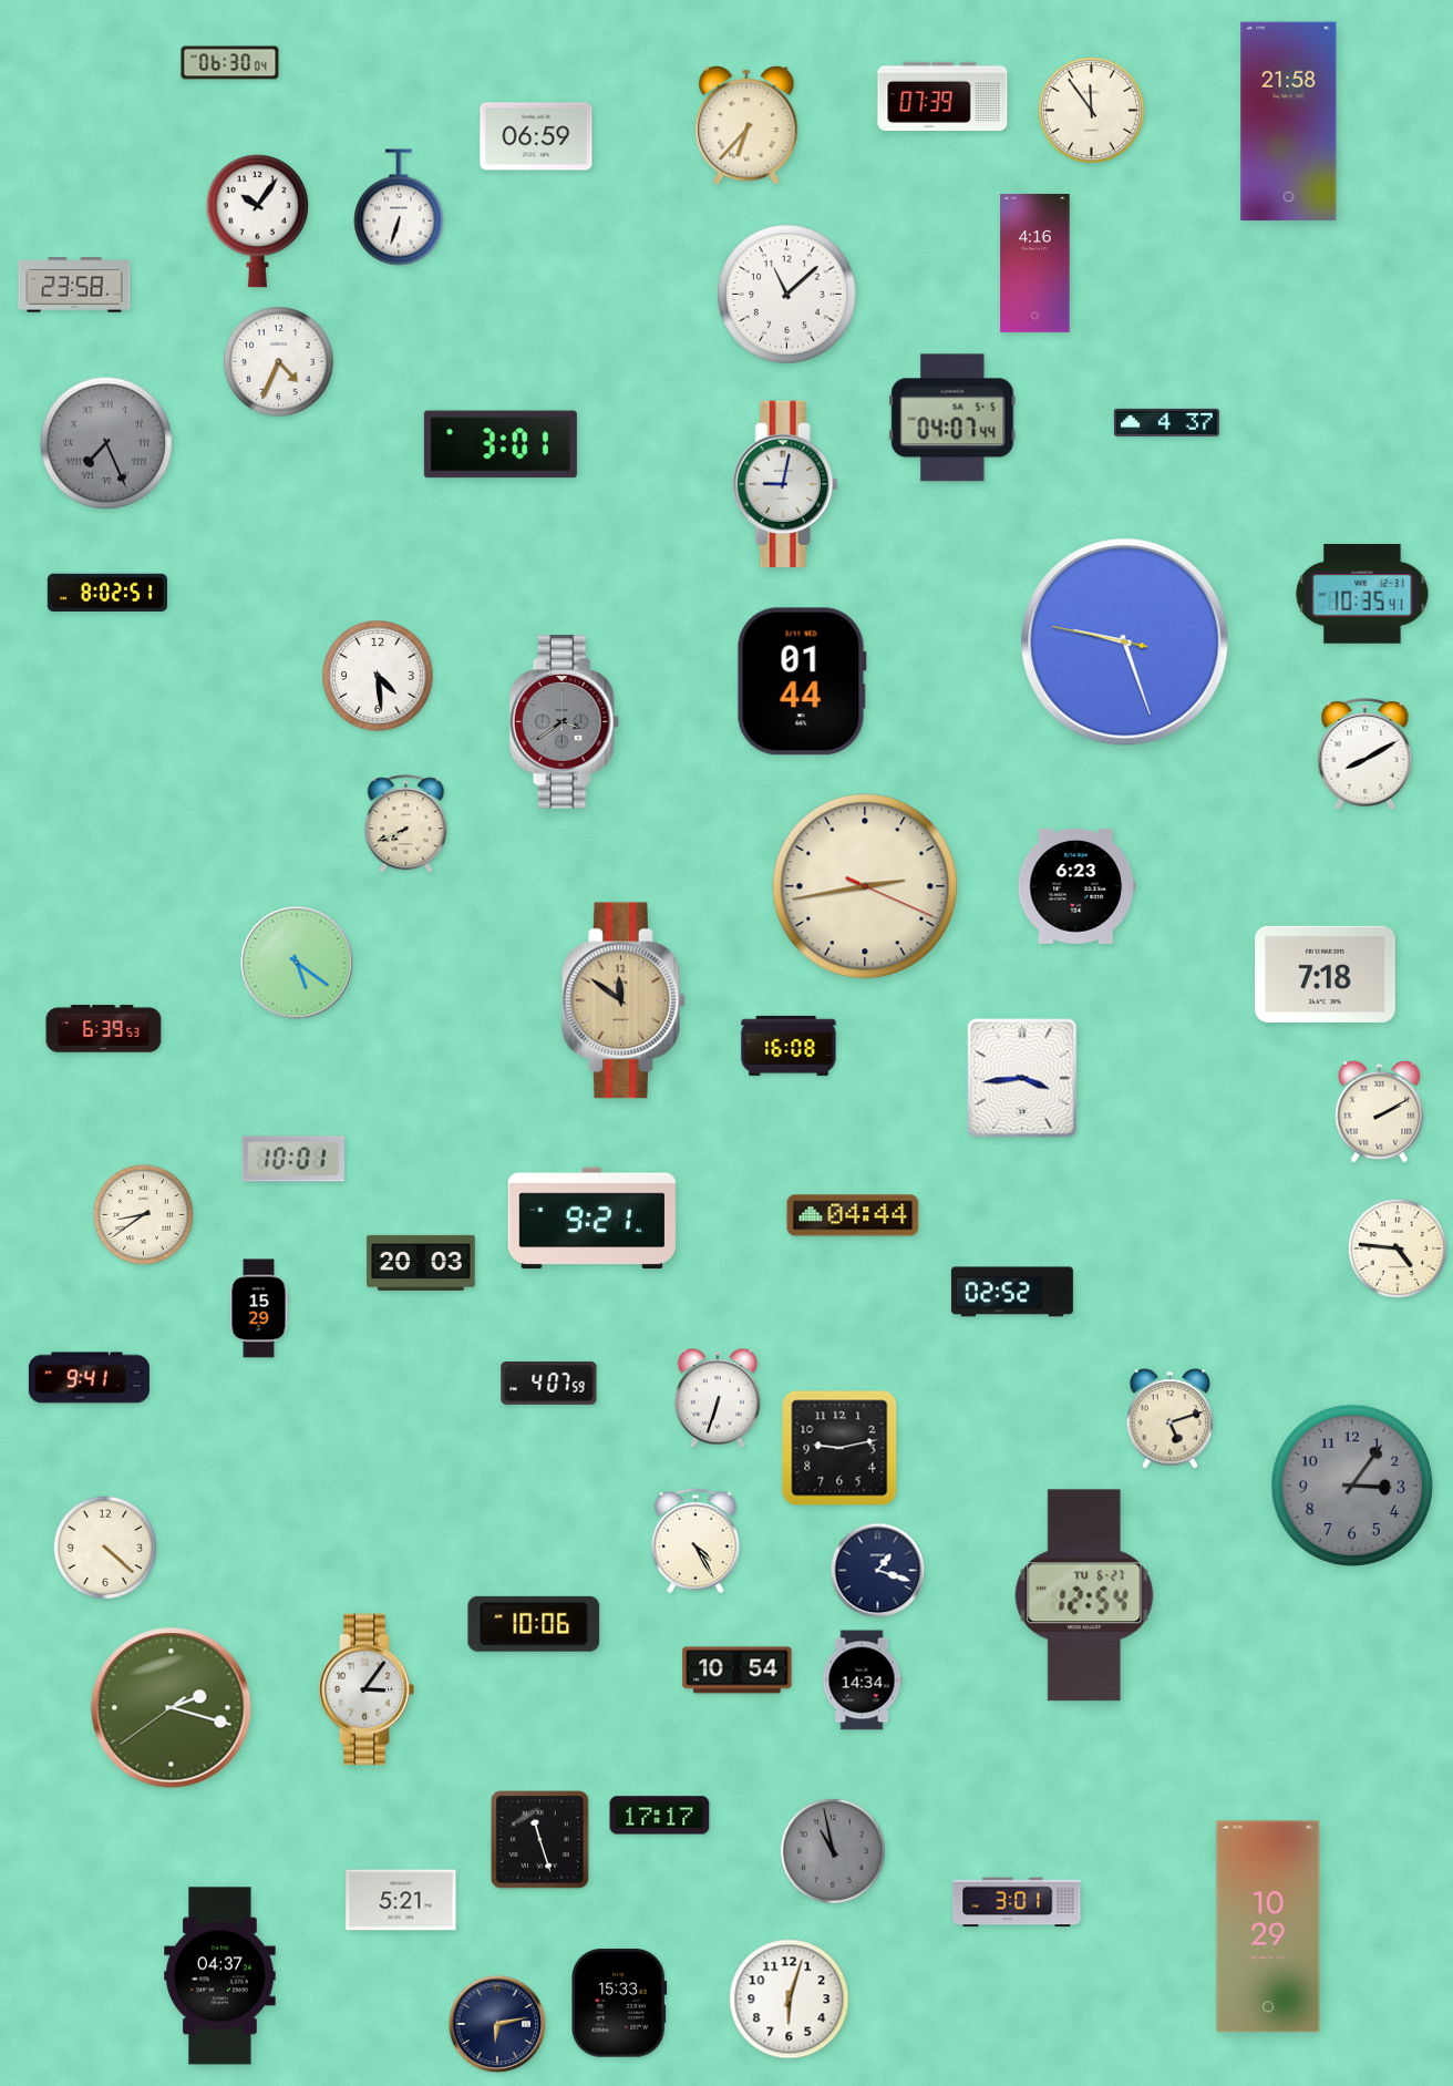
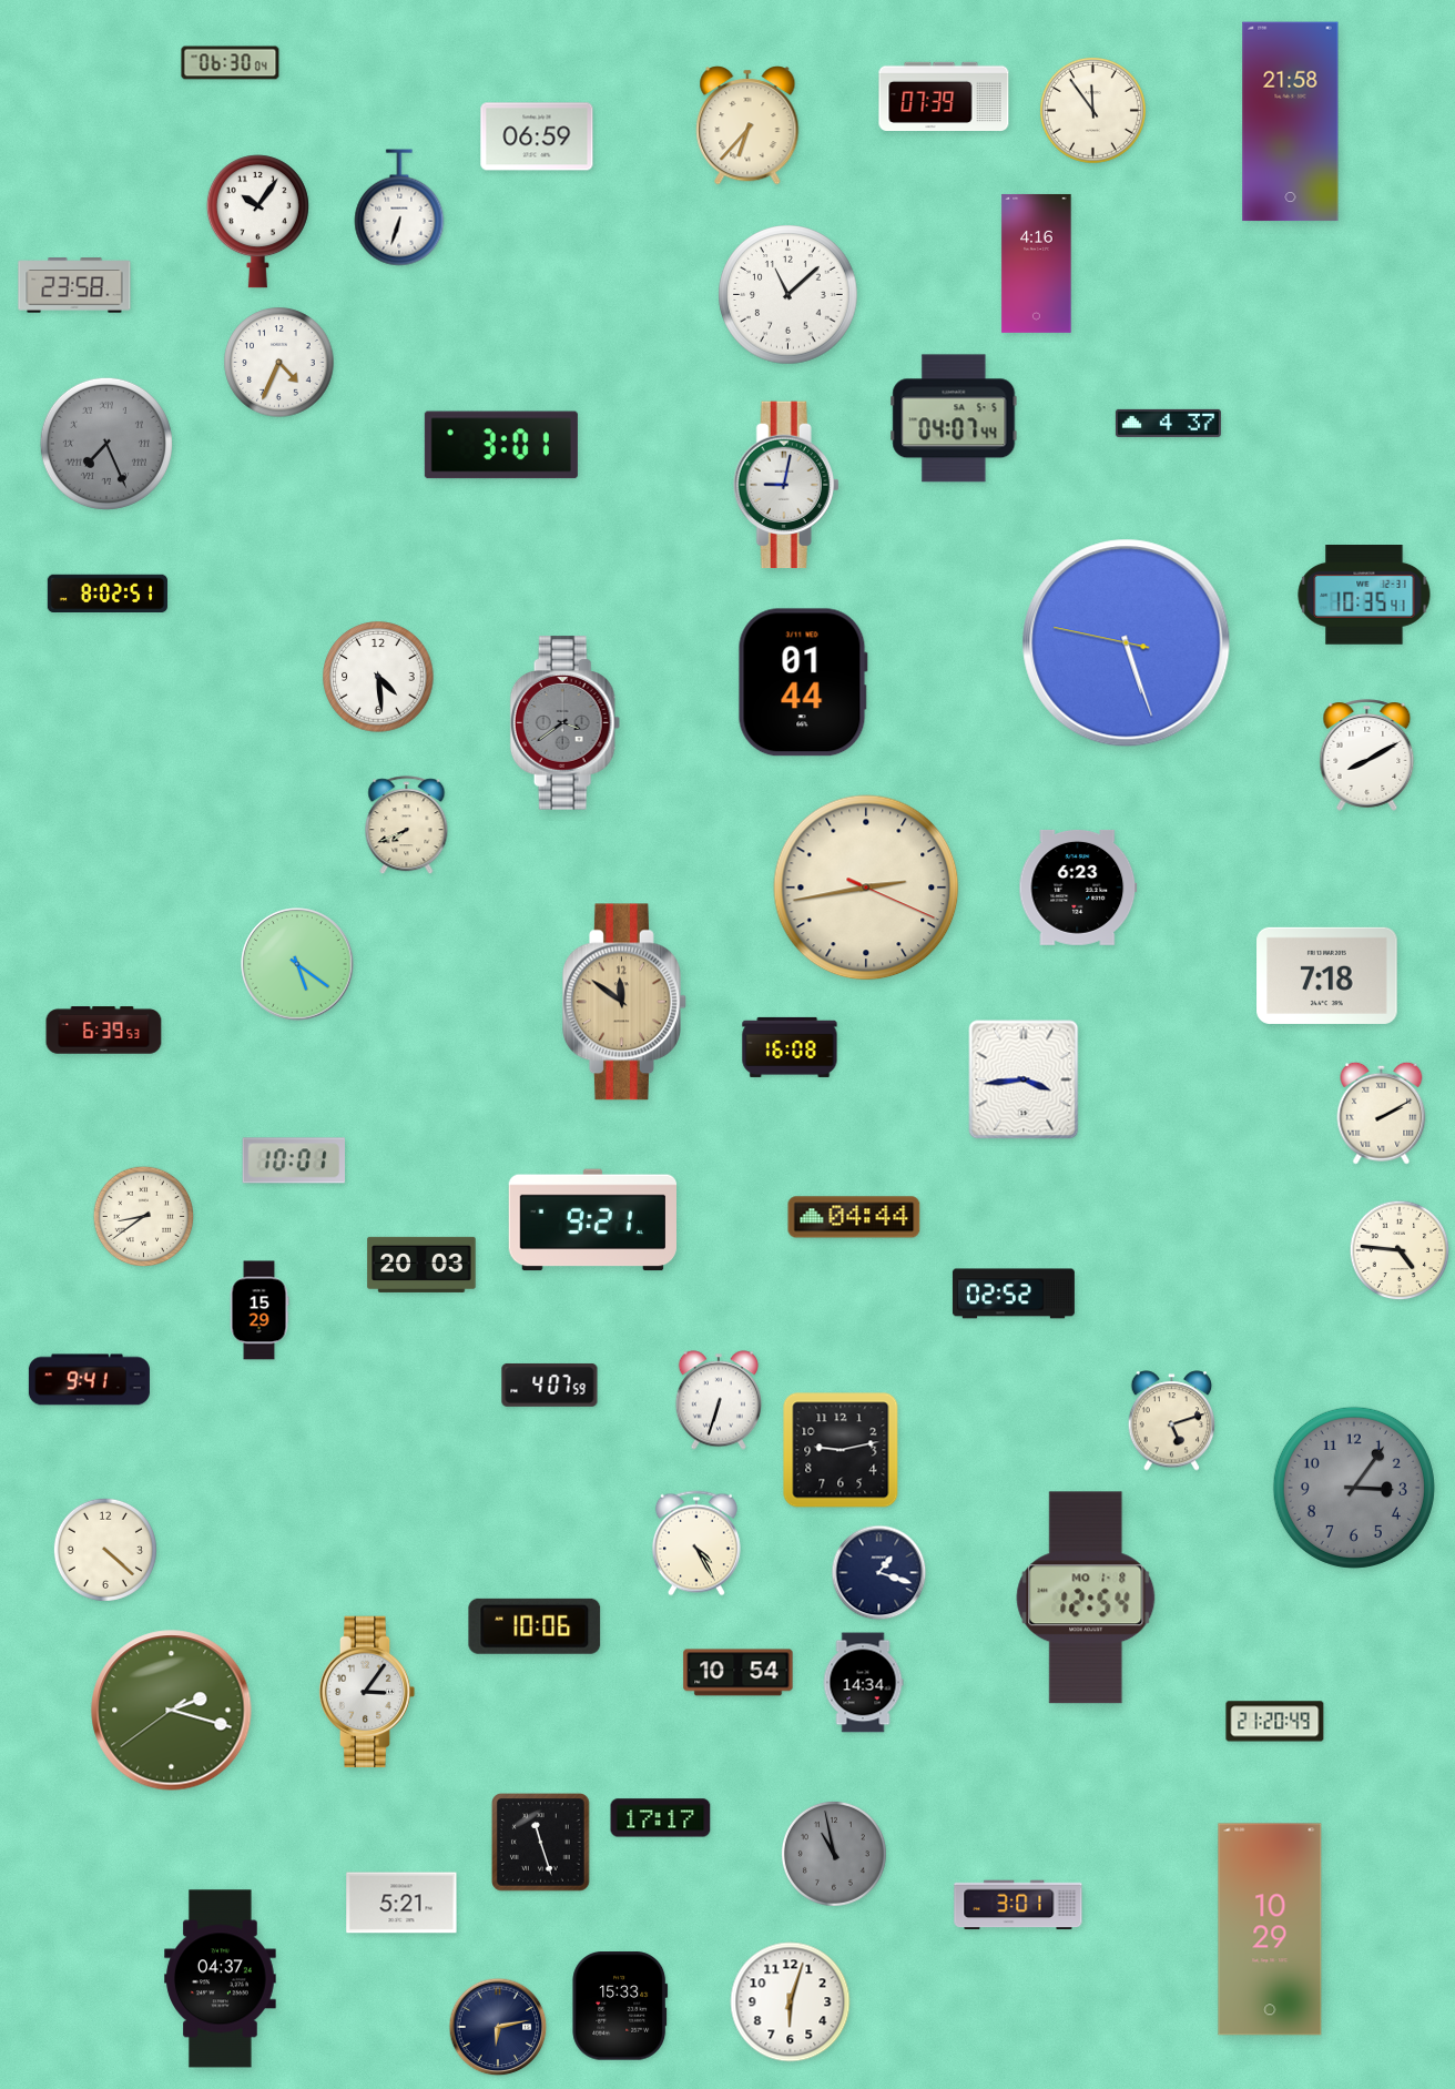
clock at (1125, 643): 9:26 -> 5:26
clock at (1084, 1595) date: TU 6-27 -> MO 1-8
clock at (1275, 1722): none -> 21:20
